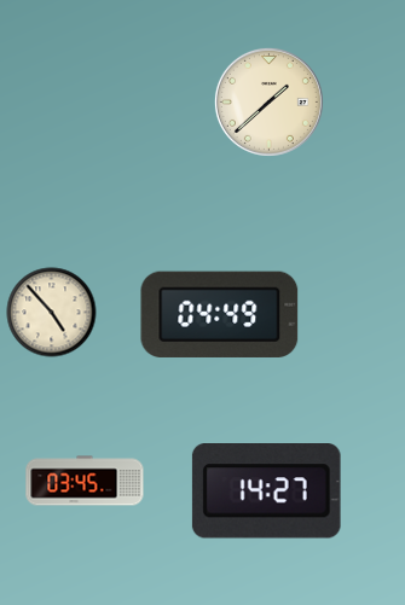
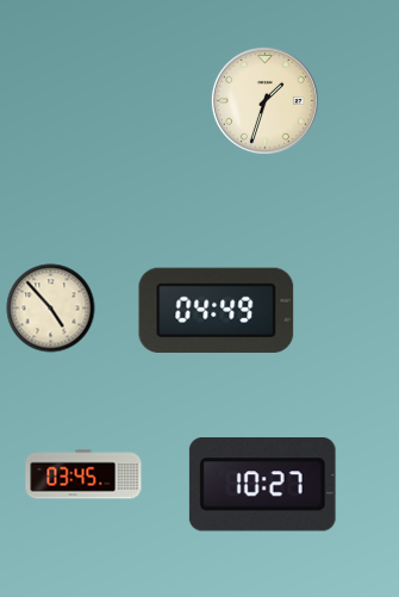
clock at (268, 101): 1:38 -> 1:33
clock at (266, 491): 14:27 -> 10:27
